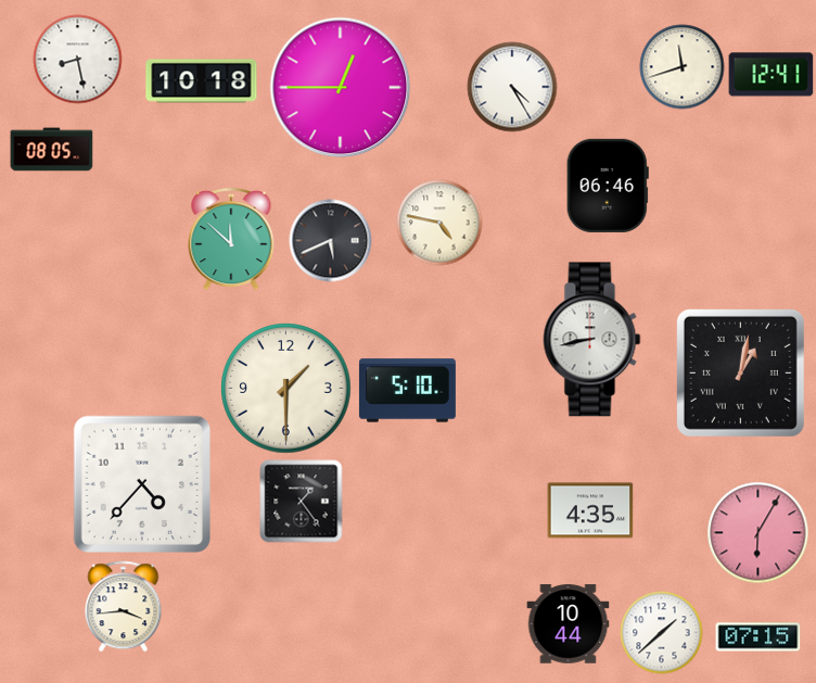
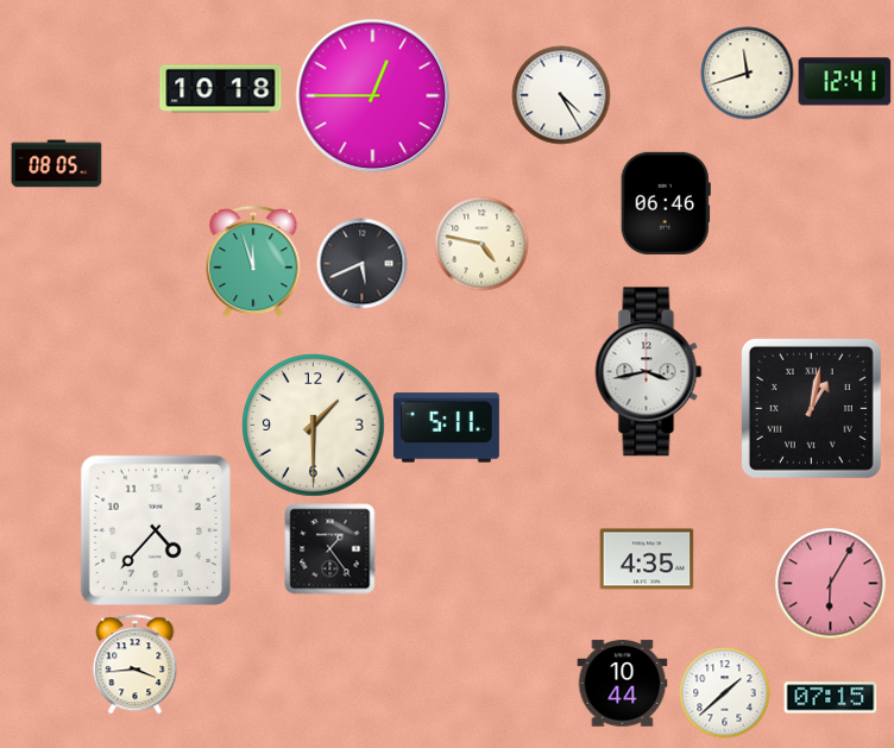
clock at (78, 60): 8:28 -> none
clock at (231, 239): 11:52 -> 11:57
clock at (592, 340): 8:43 -> 3:43
clock at (407, 391): 5:10 -> 5:11
